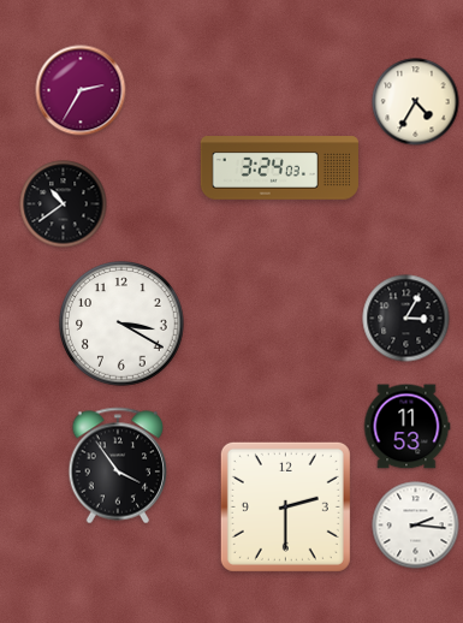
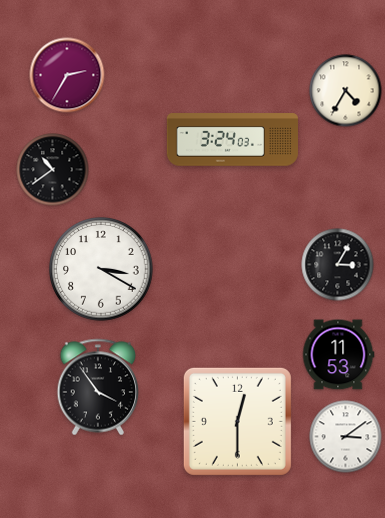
clock at (416, 102) position: (416, 102) -> (346, 91)
clock at (285, 506): 2:30 -> 12:30
clock at (416, 526): 2:16 -> 3:09
